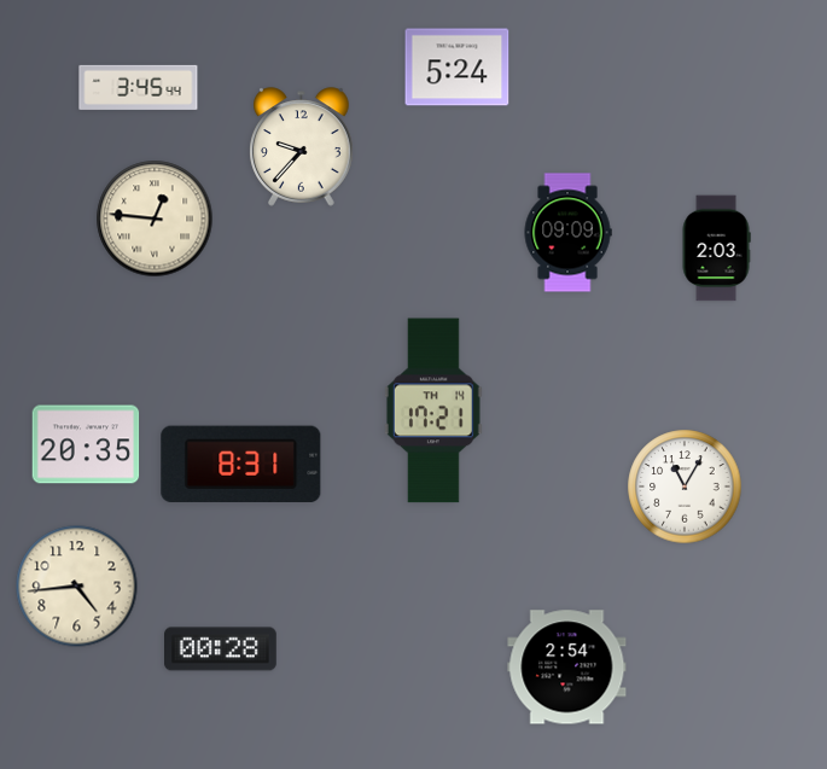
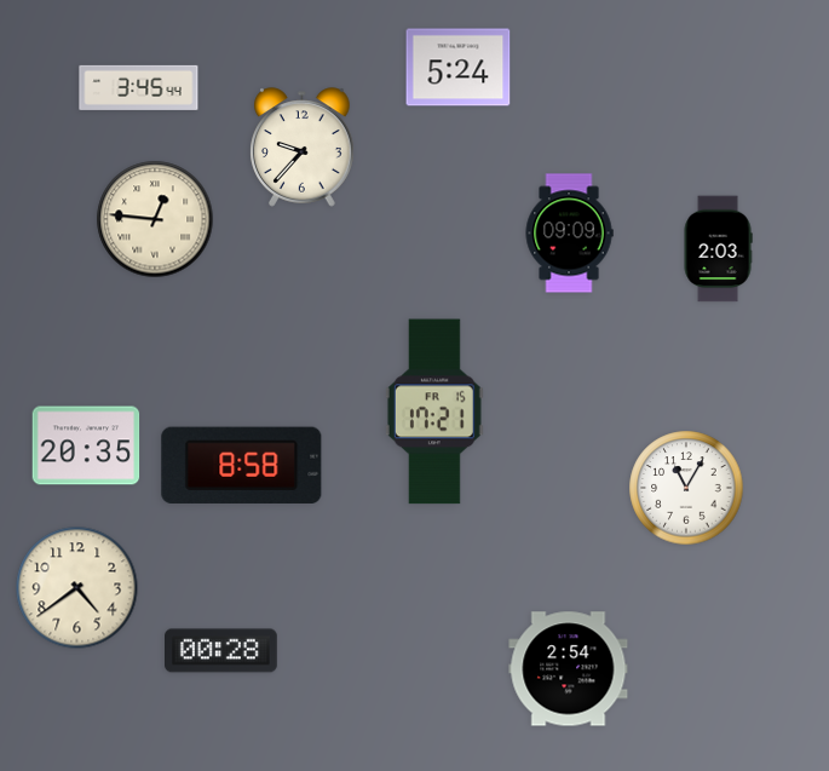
clock at (433, 410) date: TH 14 -> FR 15
clock at (241, 464): 8:31 -> 8:58
clock at (77, 587): 4:44 -> 4:39
